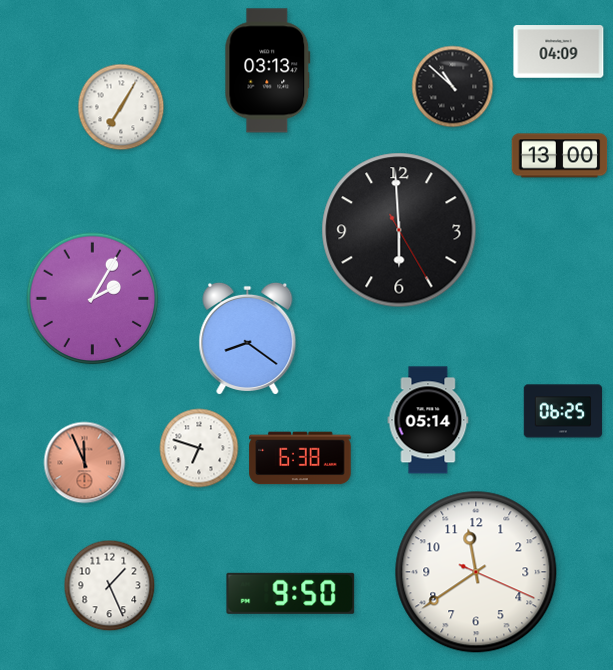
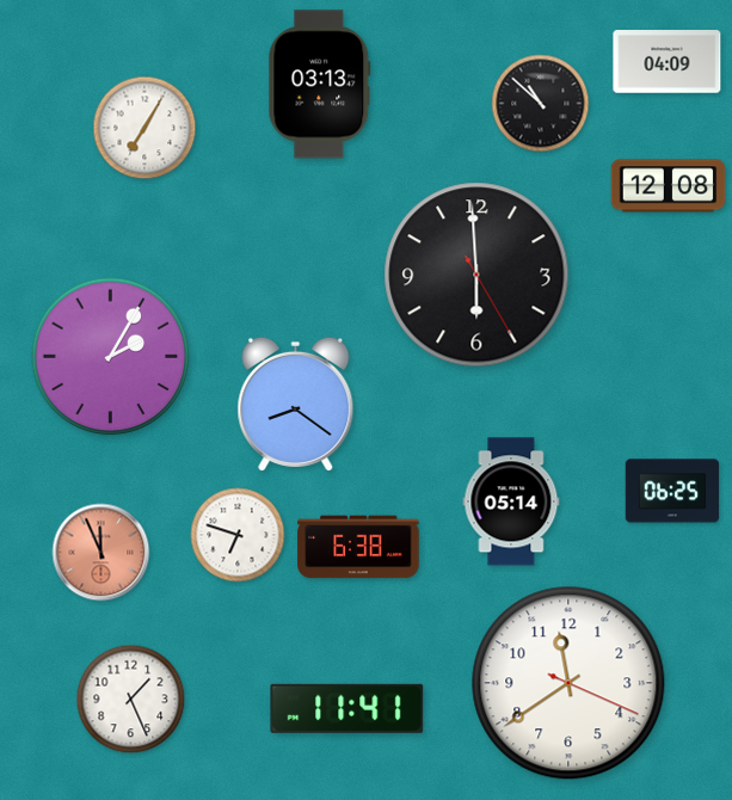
clock at (560, 156): 13:00 -> 12:08
clock at (291, 593): 9:50 -> 11:41
